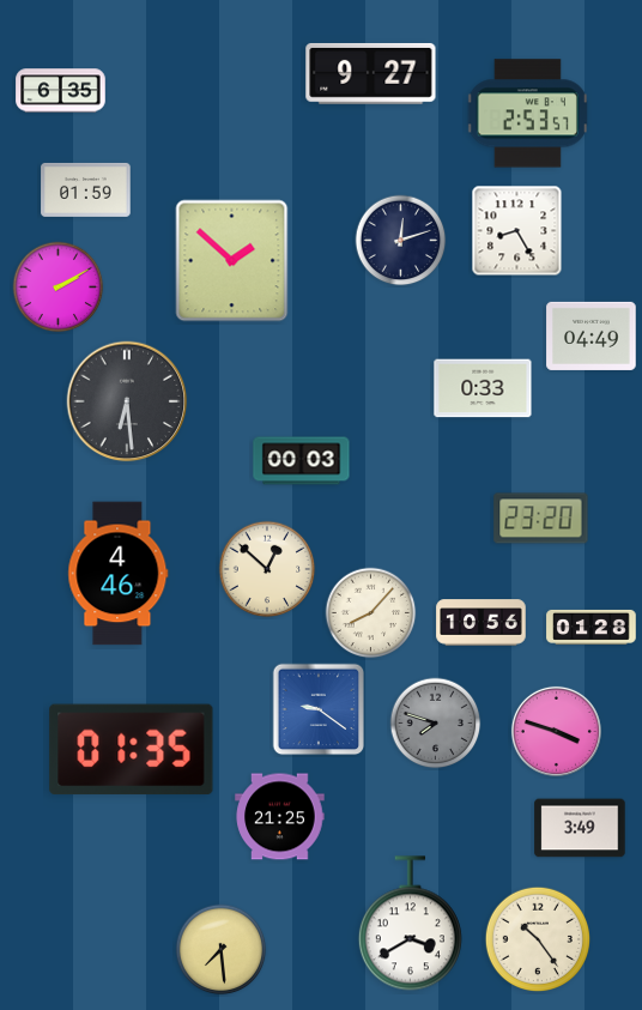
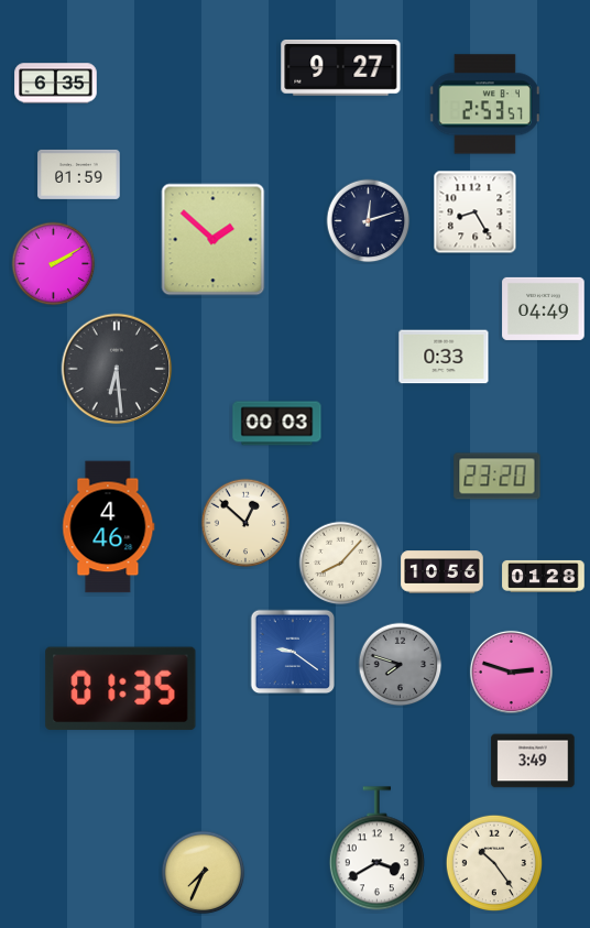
clock at (556, 731): 3:48 -> 2:48
clock at (280, 817): 21:25 -> none
clock at (222, 950): 7:29 -> 7:34
